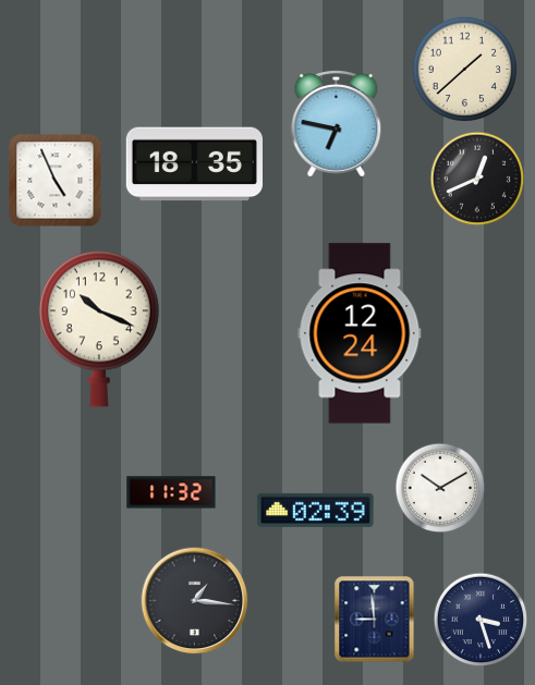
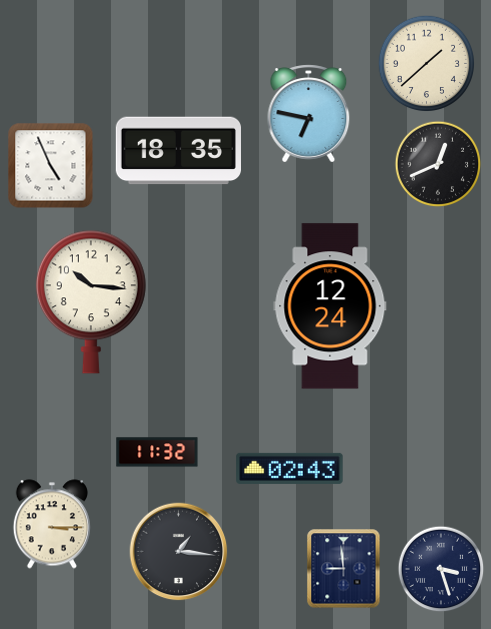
clock at (99, 329): 10:19 -> 10:16
clock at (440, 488): 10:10 -> none
clock at (316, 510): 02:39 -> 02:43
clock at (52, 524): none -> 3:15
